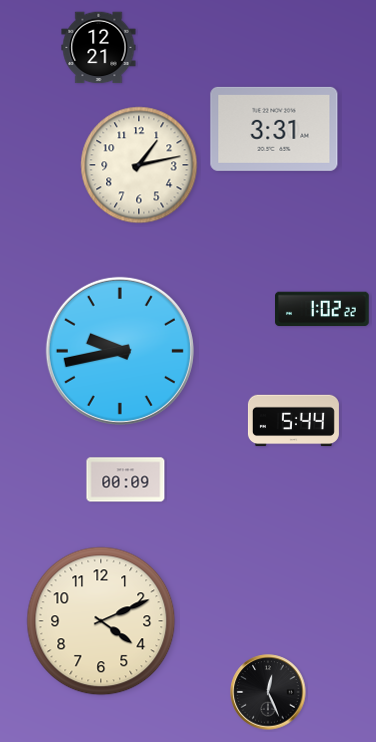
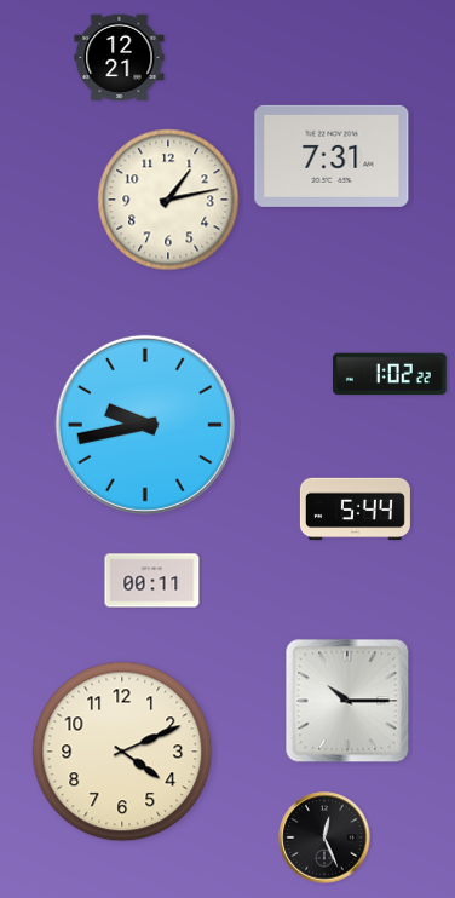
clock at (274, 129): 3:31 -> 7:31
clock at (126, 480): 00:09 -> 00:11
clock at (347, 701): none -> 10:15
